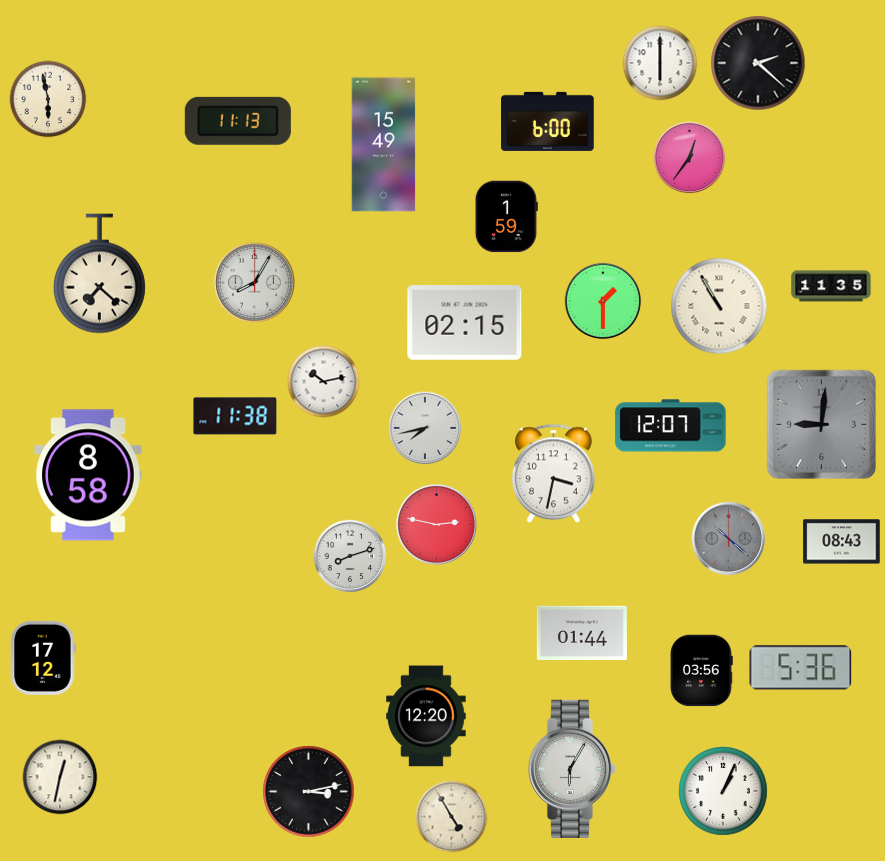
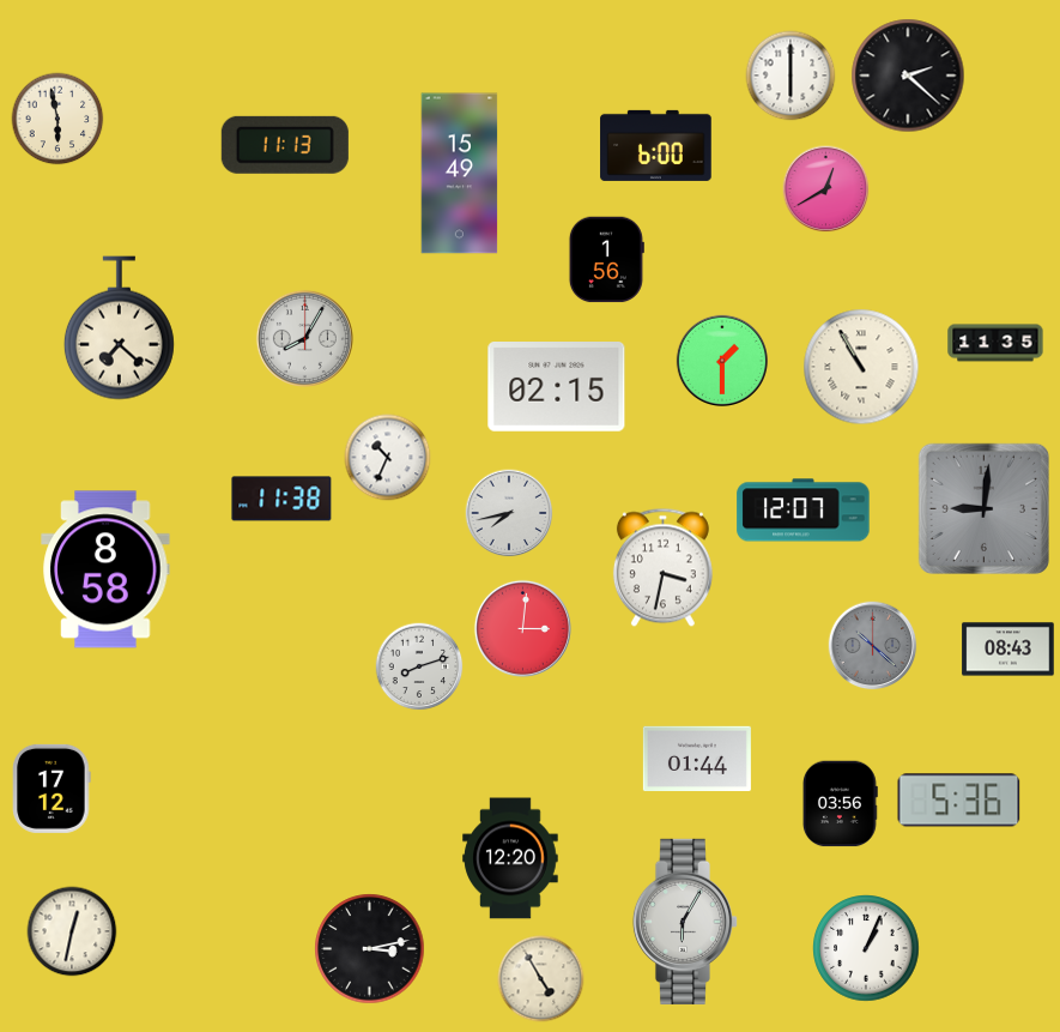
clock at (690, 158): 12:36 -> 12:40
clock at (506, 217): 1:59 -> 1:56
clock at (324, 382): 10:13 -> 10:34
clock at (436, 524): 2:47 -> 3:01
